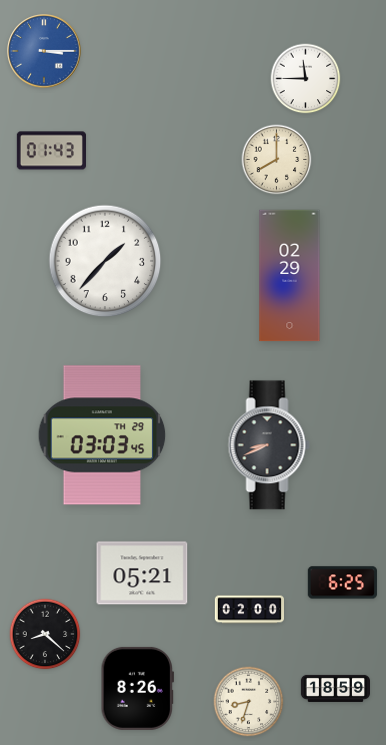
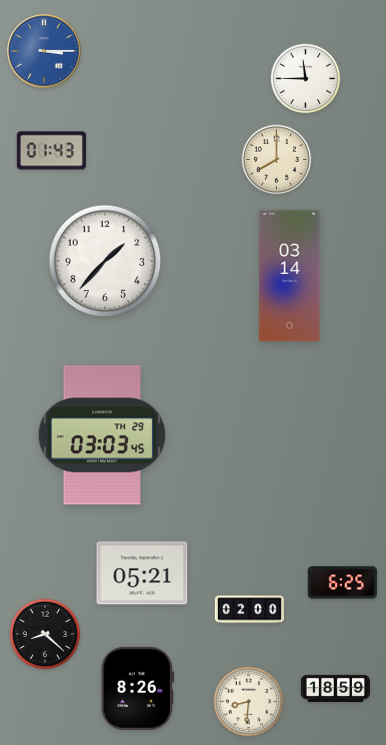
clock at (290, 276): 02:29 -> 03:14
clock at (269, 445): 8:41 -> none
clock at (249, 702): 8:33 -> 8:31
